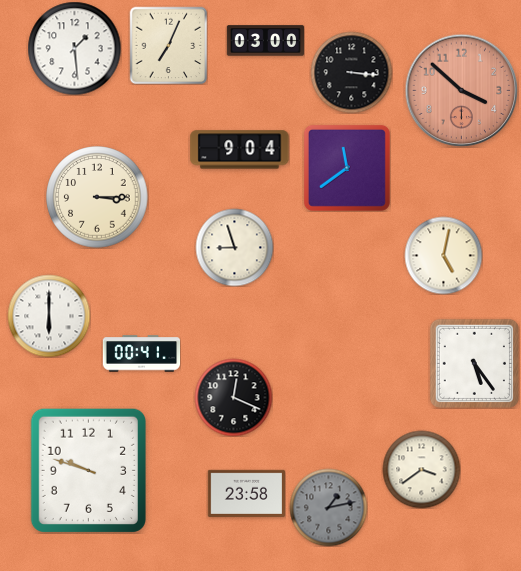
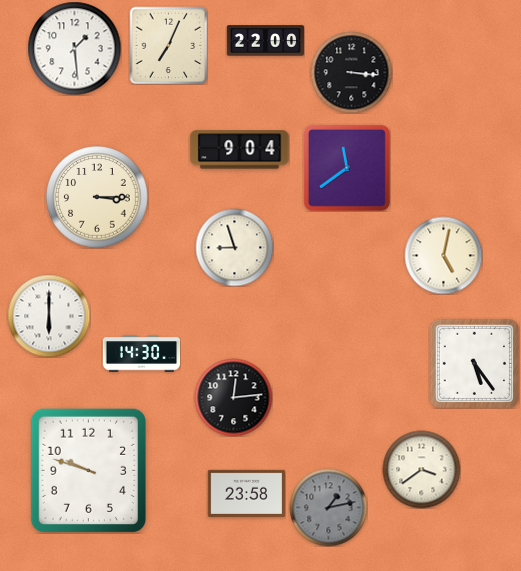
clock at (265, 41): 03:00 -> 22:00
clock at (461, 90): 3:52 -> none
clock at (141, 354): 00:41 -> 14:30
clock at (233, 397): 12:19 -> 12:14
